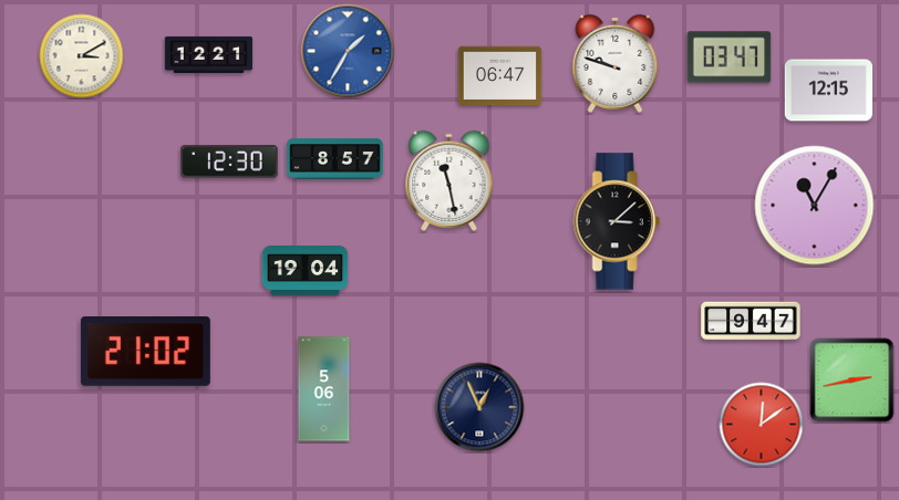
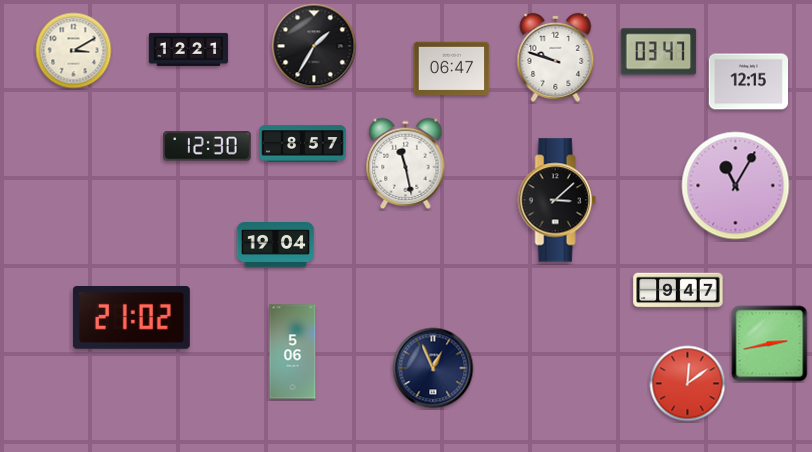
clock at (348, 51) dial: blue -> black
